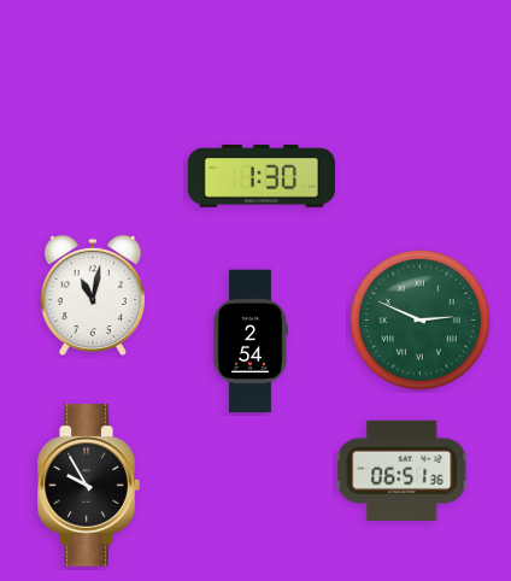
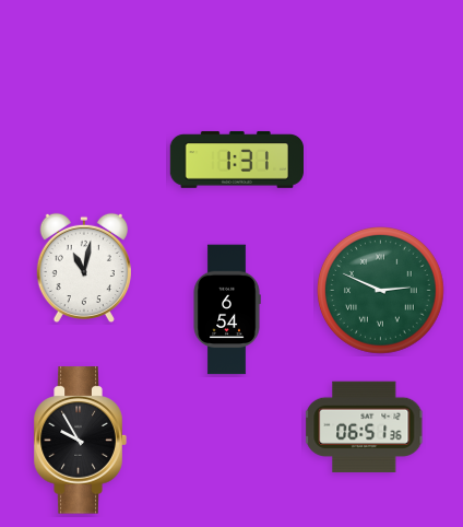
clock at (260, 176): 1:30 -> 1:31
clock at (251, 341): 2:54 -> 6:54
